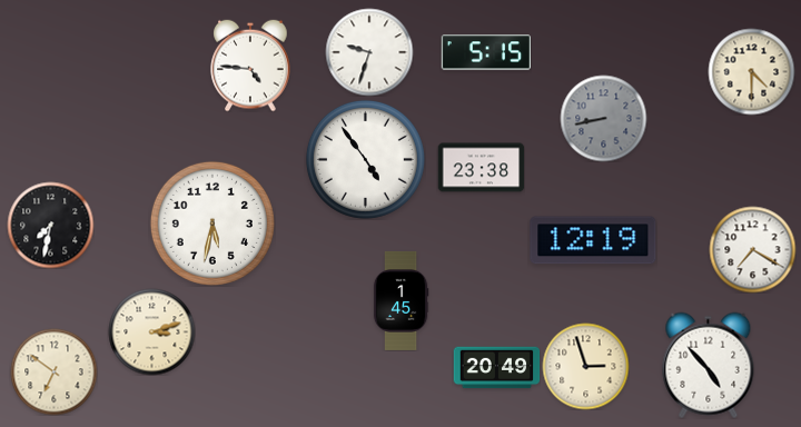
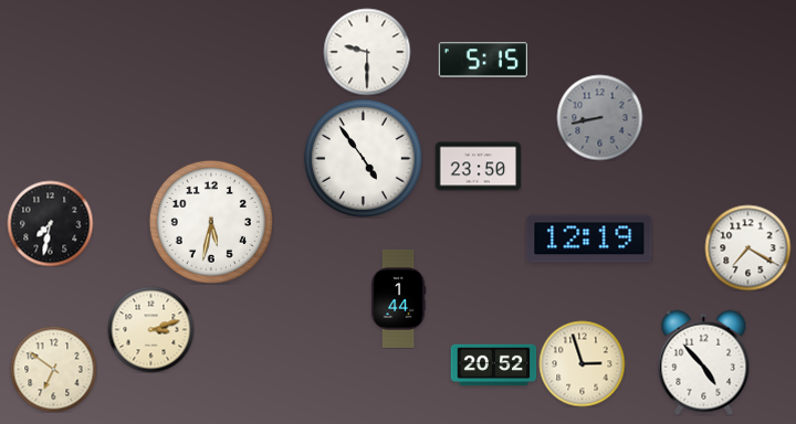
clock at (369, 52): 9:33 -> 9:30
clock at (485, 52) position: (485, 52) -> (482, 60)
clock at (250, 66): 4:46 -> none
clock at (751, 71): 4:30 -> none
clock at (481, 168): 23:38 -> 23:50
clock at (400, 300): 1:45 -> 1:44
clock at (496, 368): 20:49 -> 20:52
